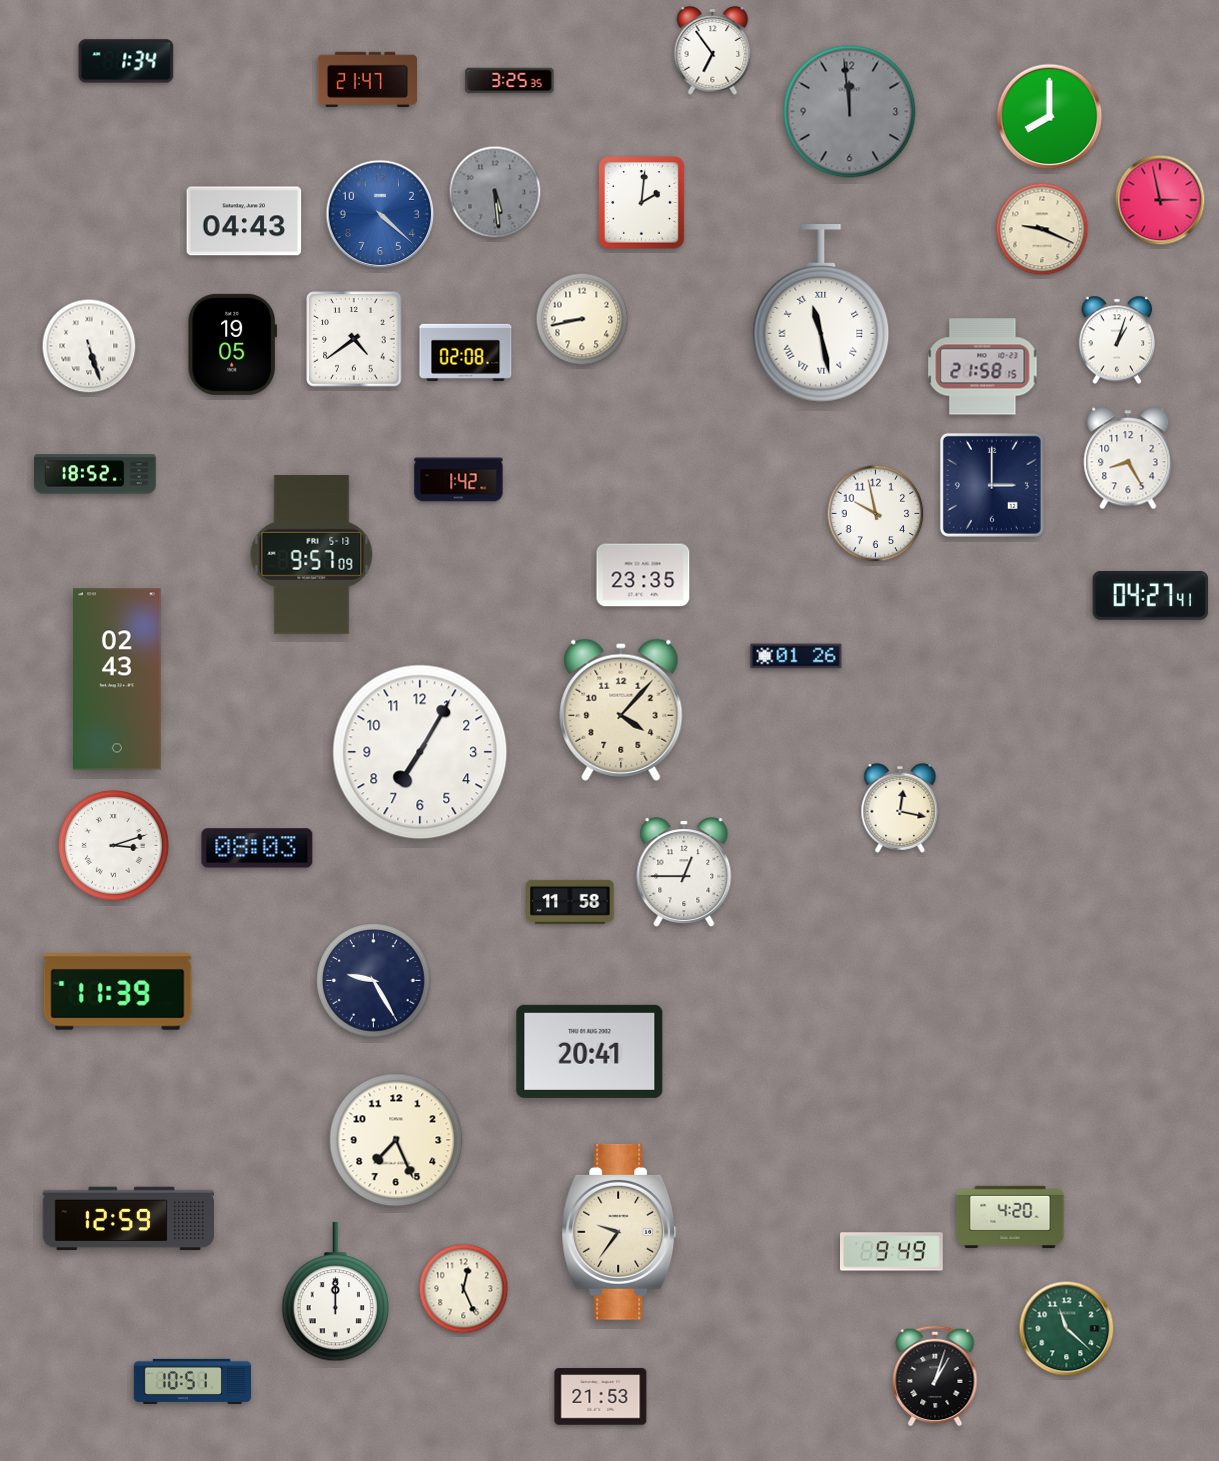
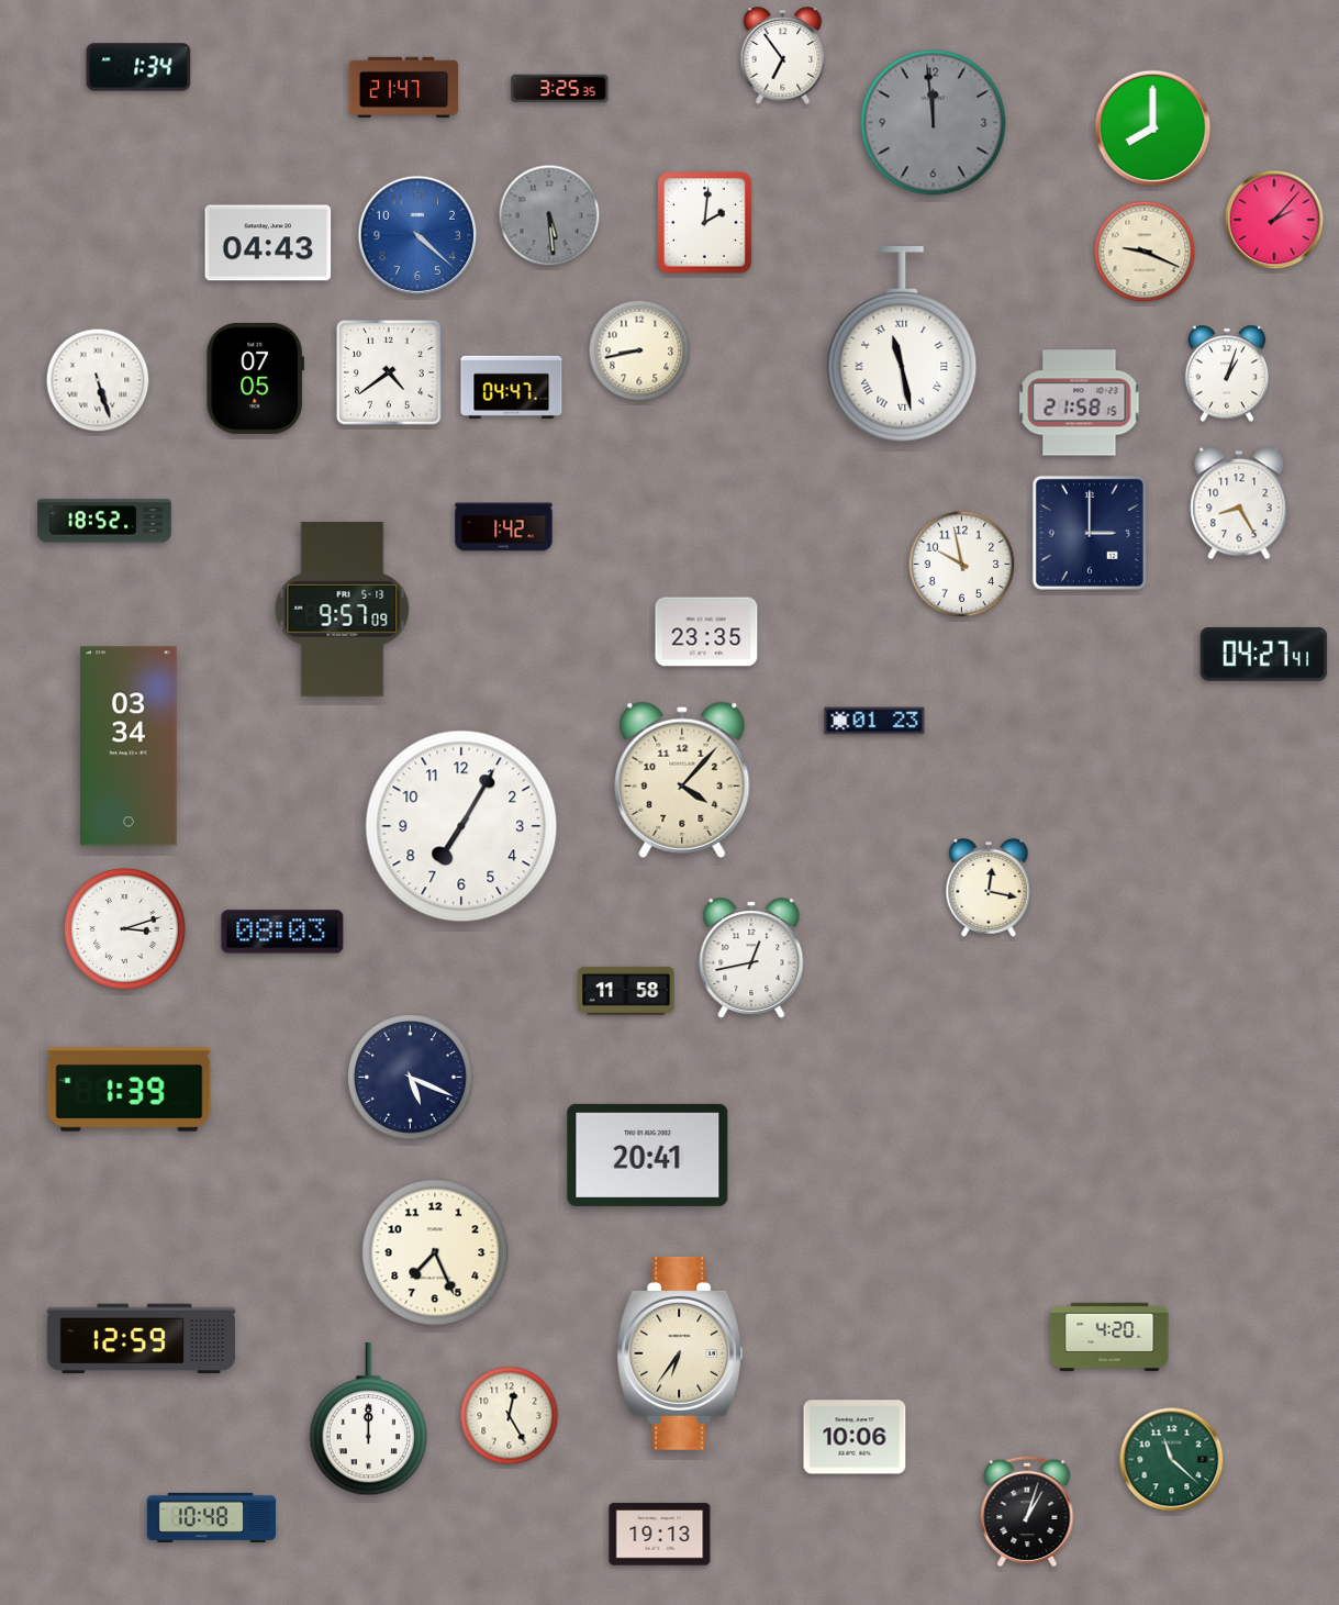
clock at (495, 192) position: (495, 192) -> (549, 215)
clock at (1160, 200): 2:58 -> 2:07
clock at (232, 344): 19:05 -> 07:05
clock at (466, 352): 02:08 -> 04:47
clock at (796, 656): 01:26 -> 01:23
clock at (117, 679): 02:43 -> 03:34
clock at (684, 872): 12:45 -> 12:43
clock at (374, 981): 9:25 -> 5:19
clock at (118, 992): 11:39 -> 1:39
clock at (619, 1232): 9:36 -> 6:36
clock at (892, 1252): 9:49 -> none
clock at (464, 1289): 12:26 -> 12:25
clock at (855, 1437): none -> 10:06
clock at (192, 1381): 10:51 -> 10:48
clock at (601, 1397): 21:53 -> 19:13
